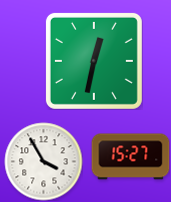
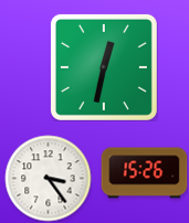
clock at (130, 157): 15:27 -> 15:26
clock at (43, 161): 3:55 -> 3:24
